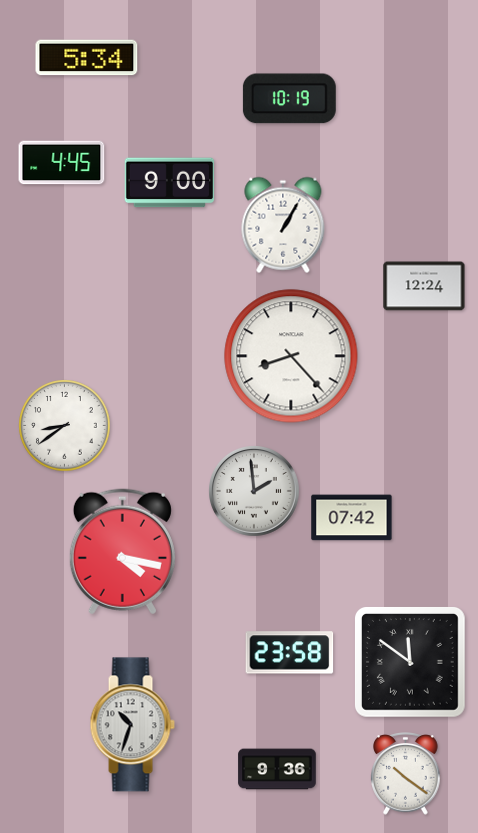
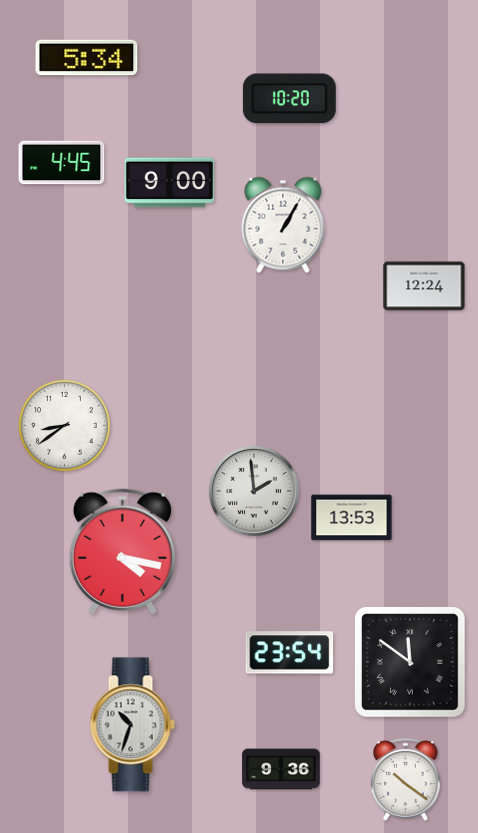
clock at (289, 99): 10:19 -> 10:20
clock at (291, 356): 8:23 -> none
clock at (352, 518): 07:42 -> 13:53
clock at (290, 653): 23:58 -> 23:54
clock at (277, 769) position: (277, 769) -> (281, 769)
clock at (406, 774) position: (406, 774) -> (406, 780)
